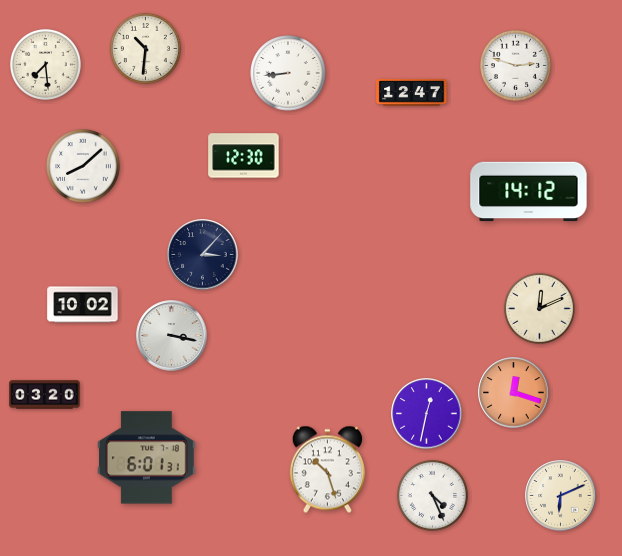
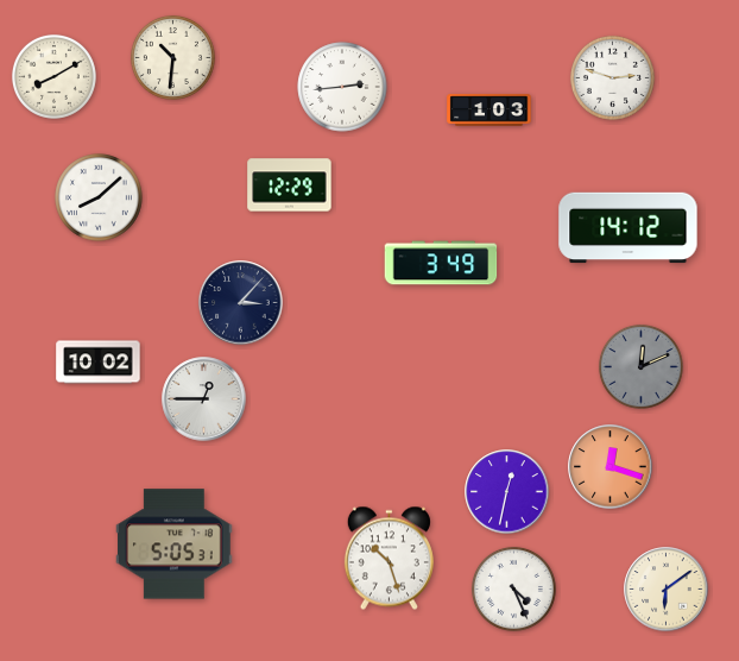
clock at (45, 64): 7:29 -> 8:10
clock at (288, 73): 8:44 -> 2:44
clock at (412, 93): 12:47 -> 1:03
clock at (244, 156): 12:30 -> 12:29
clock at (441, 263): none -> 3:49
clock at (539, 308) dial: cream -> grey
clock at (172, 336): 3:17 -> 12:45
clock at (45, 395): 03:20 -> none
clock at (147, 458): 6:01 -> 5:05
clock at (561, 496): 6:11 -> 6:09
